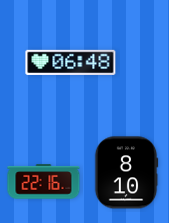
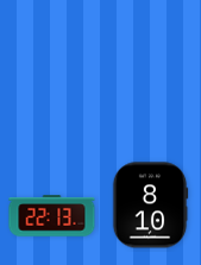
clock at (71, 62): 06:48 -> none
clock at (44, 182): 22:16 -> 22:13
